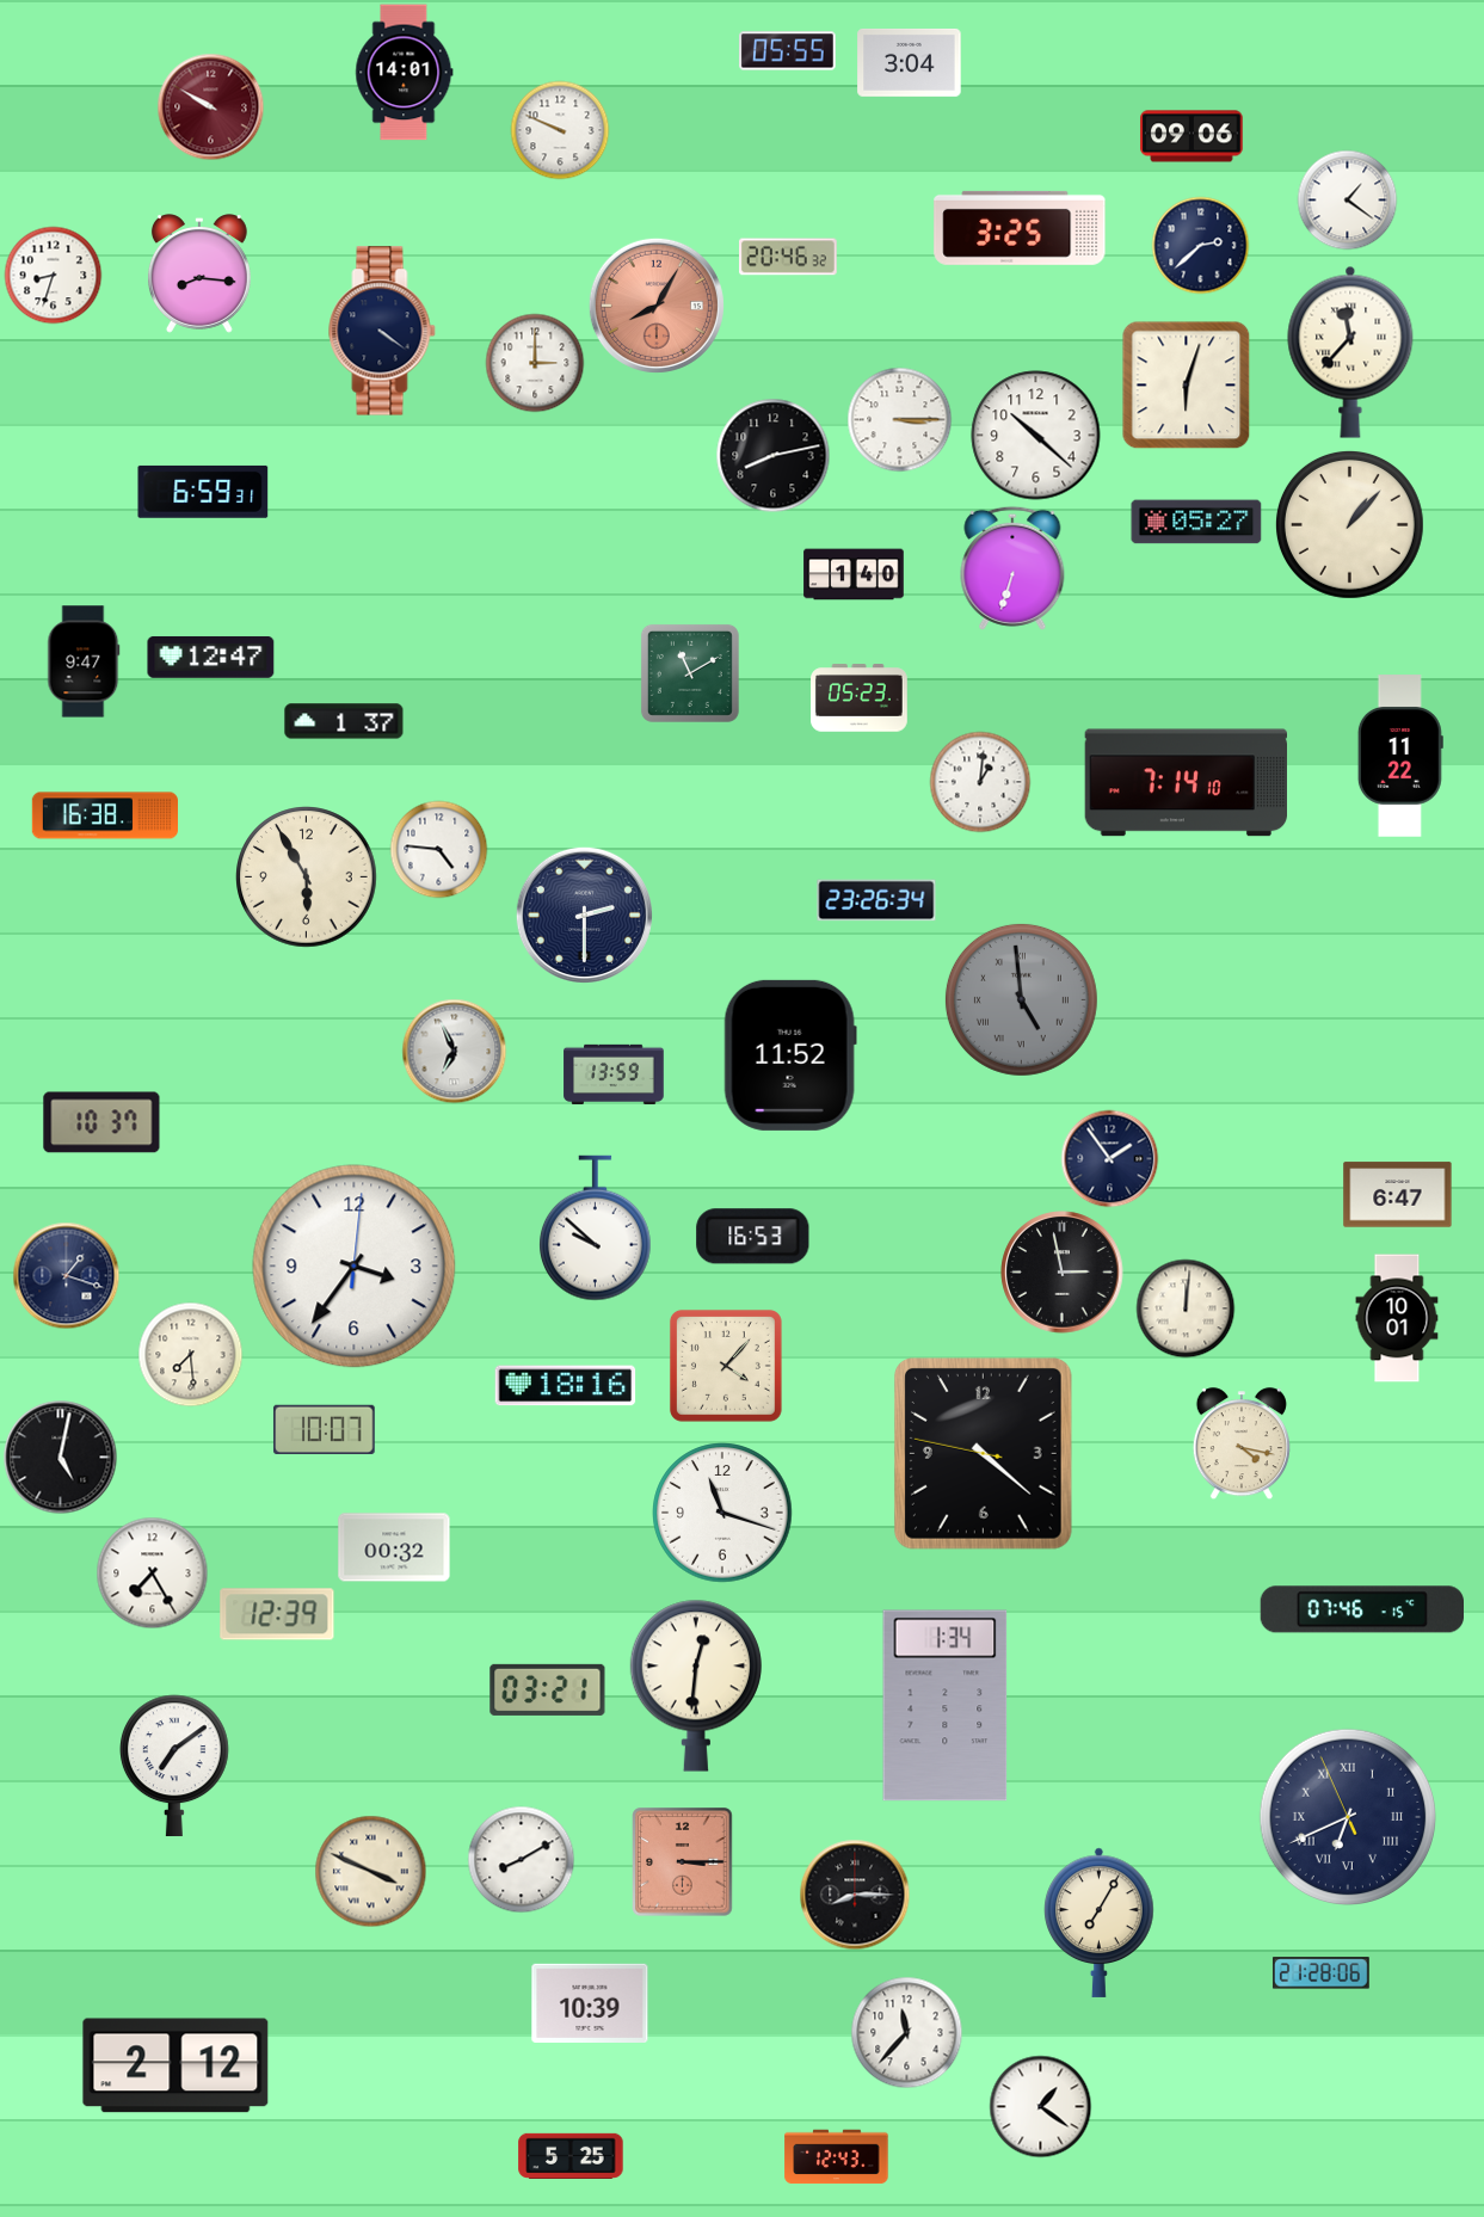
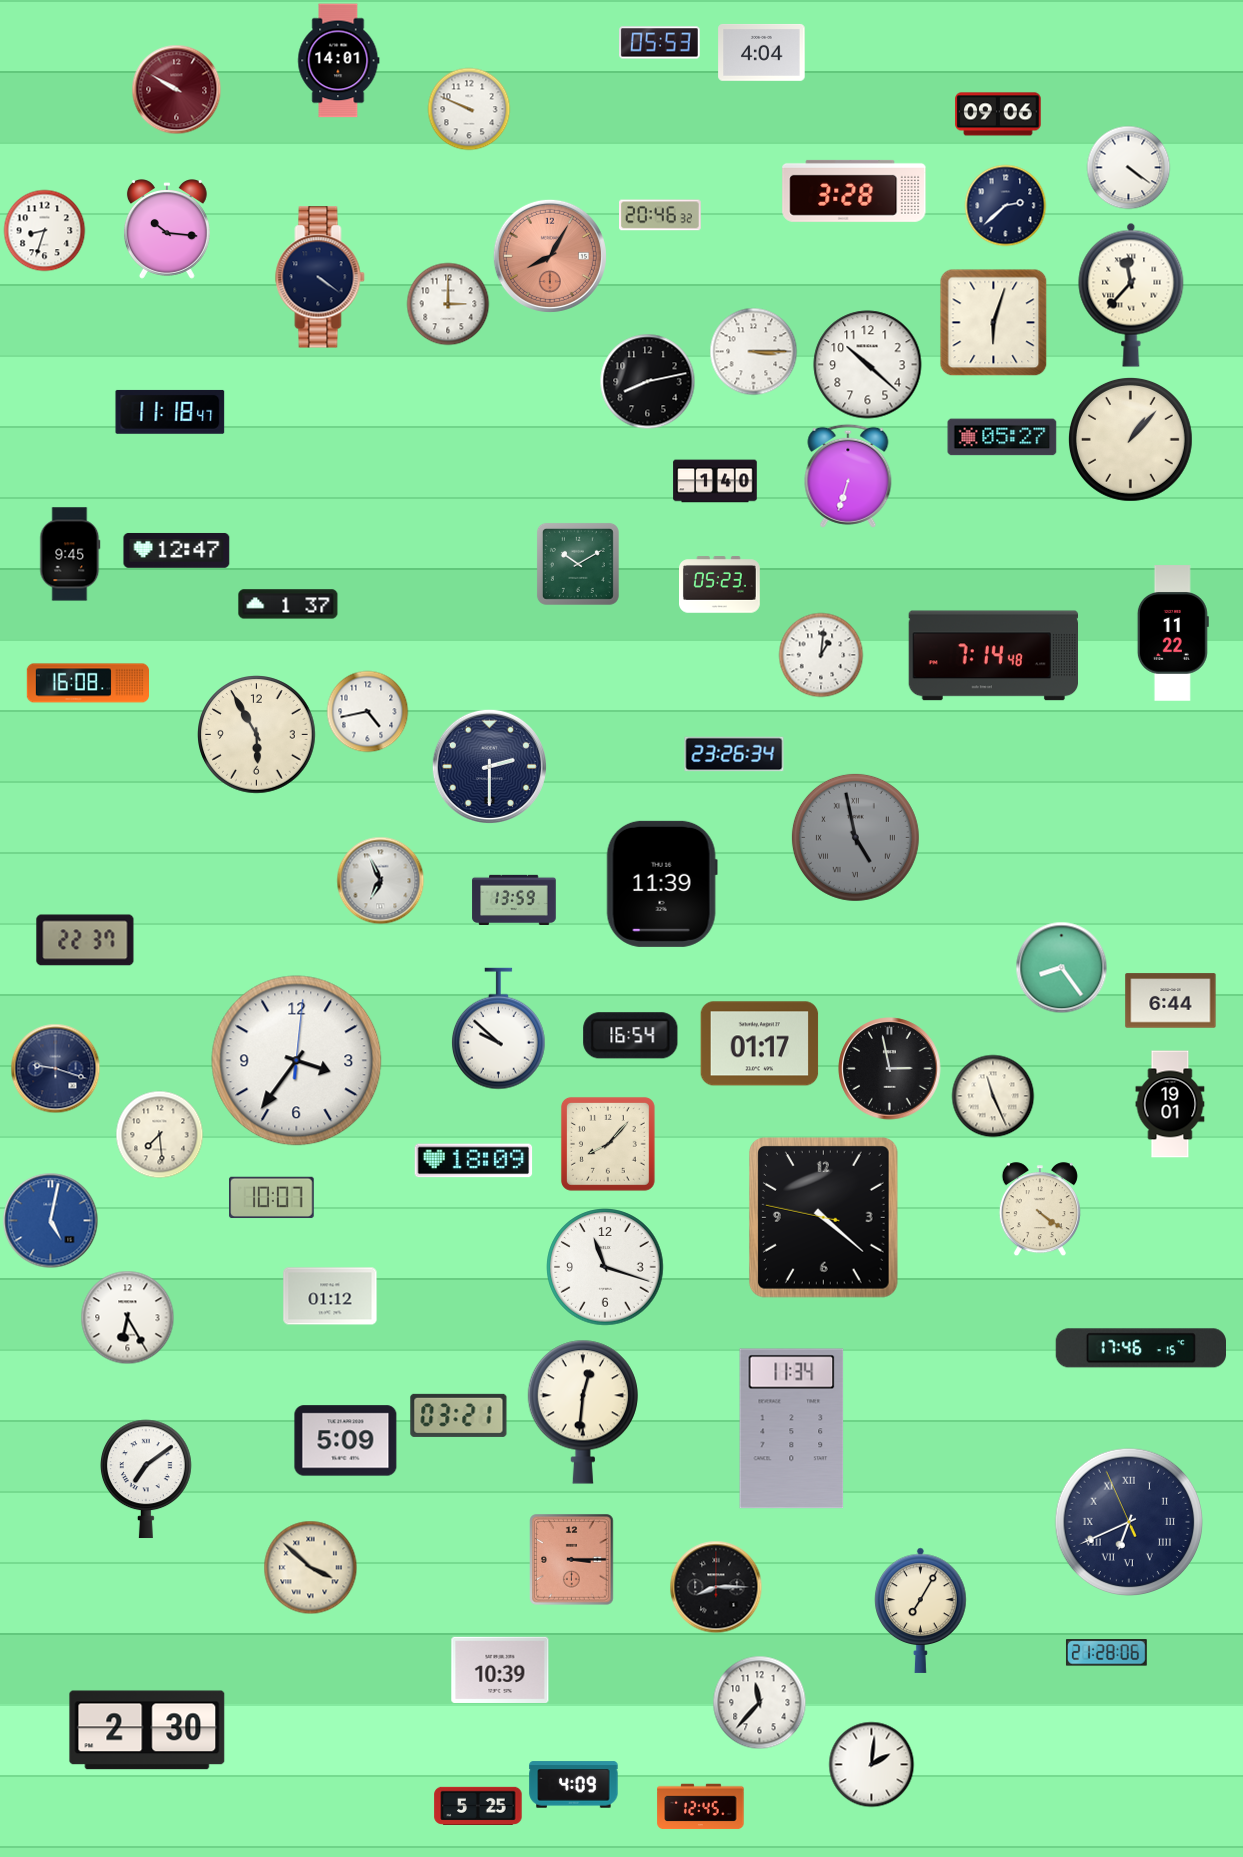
clock at (788, 51): 05:55 -> 05:53
clock at (910, 62): 3:04 -> 4:04
clock at (1347, 199): 1:21 -> 4:21
clock at (1020, 228): 3:25 -> 3:28
clock at (199, 273): 8:16 -> 10:16
clock at (203, 492): 6:59 -> 11:18
clock at (84, 661): 9:47 -> 9:45
clock at (690, 673): 11:10 -> 10:10
clock at (1186, 783): 7:14:10 -> 7:14:48
clock at (104, 815): 16:38 -> 16:08
clock at (438, 849): 4:46 -> 4:43
clock at (1021, 999): 4:59 -> 4:58
clock at (790, 1055): 11:52 -> 11:39
clock at (101, 1122): 10:37 -> 22:37
clock at (1061, 967): none -> 8:24
clock at (1109, 1158): 1:54 -> none
clock at (1398, 1195): 6:47 -> 6:44
clock at (753, 1237): 16:53 -> 16:54
clock at (760, 1044): none -> 01:17
clock at (1063, 1273) position: (1063, 1273) -> (890, 1069)
clock at (66, 1275): 1:18 -> 9:18
clock at (1186, 1308): 12:01 -> 11:26
clock at (1397, 1318): 10:01 -> 19:01
clock at (726, 1366): 4:07 -> 8:07
clock at (566, 1386): 18:16 -> 18:09
clock at (1242, 1443): 4:17 -> 4:21
clock at (60, 1457) dial: black -> blue
clock at (394, 1547): 00:32 -> 01:12
clock at (152, 1572): 7:25 -> 6:25
clock at (1361, 1609): 07:46 -> 17:46
clock at (277, 1614): 12:39 -> none
clock at (946, 1706): 1:34 -> 11:34
clock at (346, 1441): none -> 5:09
clock at (521, 1859): 8:10 -> none
clock at (370, 1871): 3:49 -> 3:52
clock at (590, 2003) position: (590, 2003) -> (500, 1670)
clock at (176, 2065): 2:12 -> 2:30
clock at (1040, 2106): 1:21 -> 2:01
clock at (574, 1785): none -> 4:09
clock at (837, 2157): 12:43 -> 12:45
